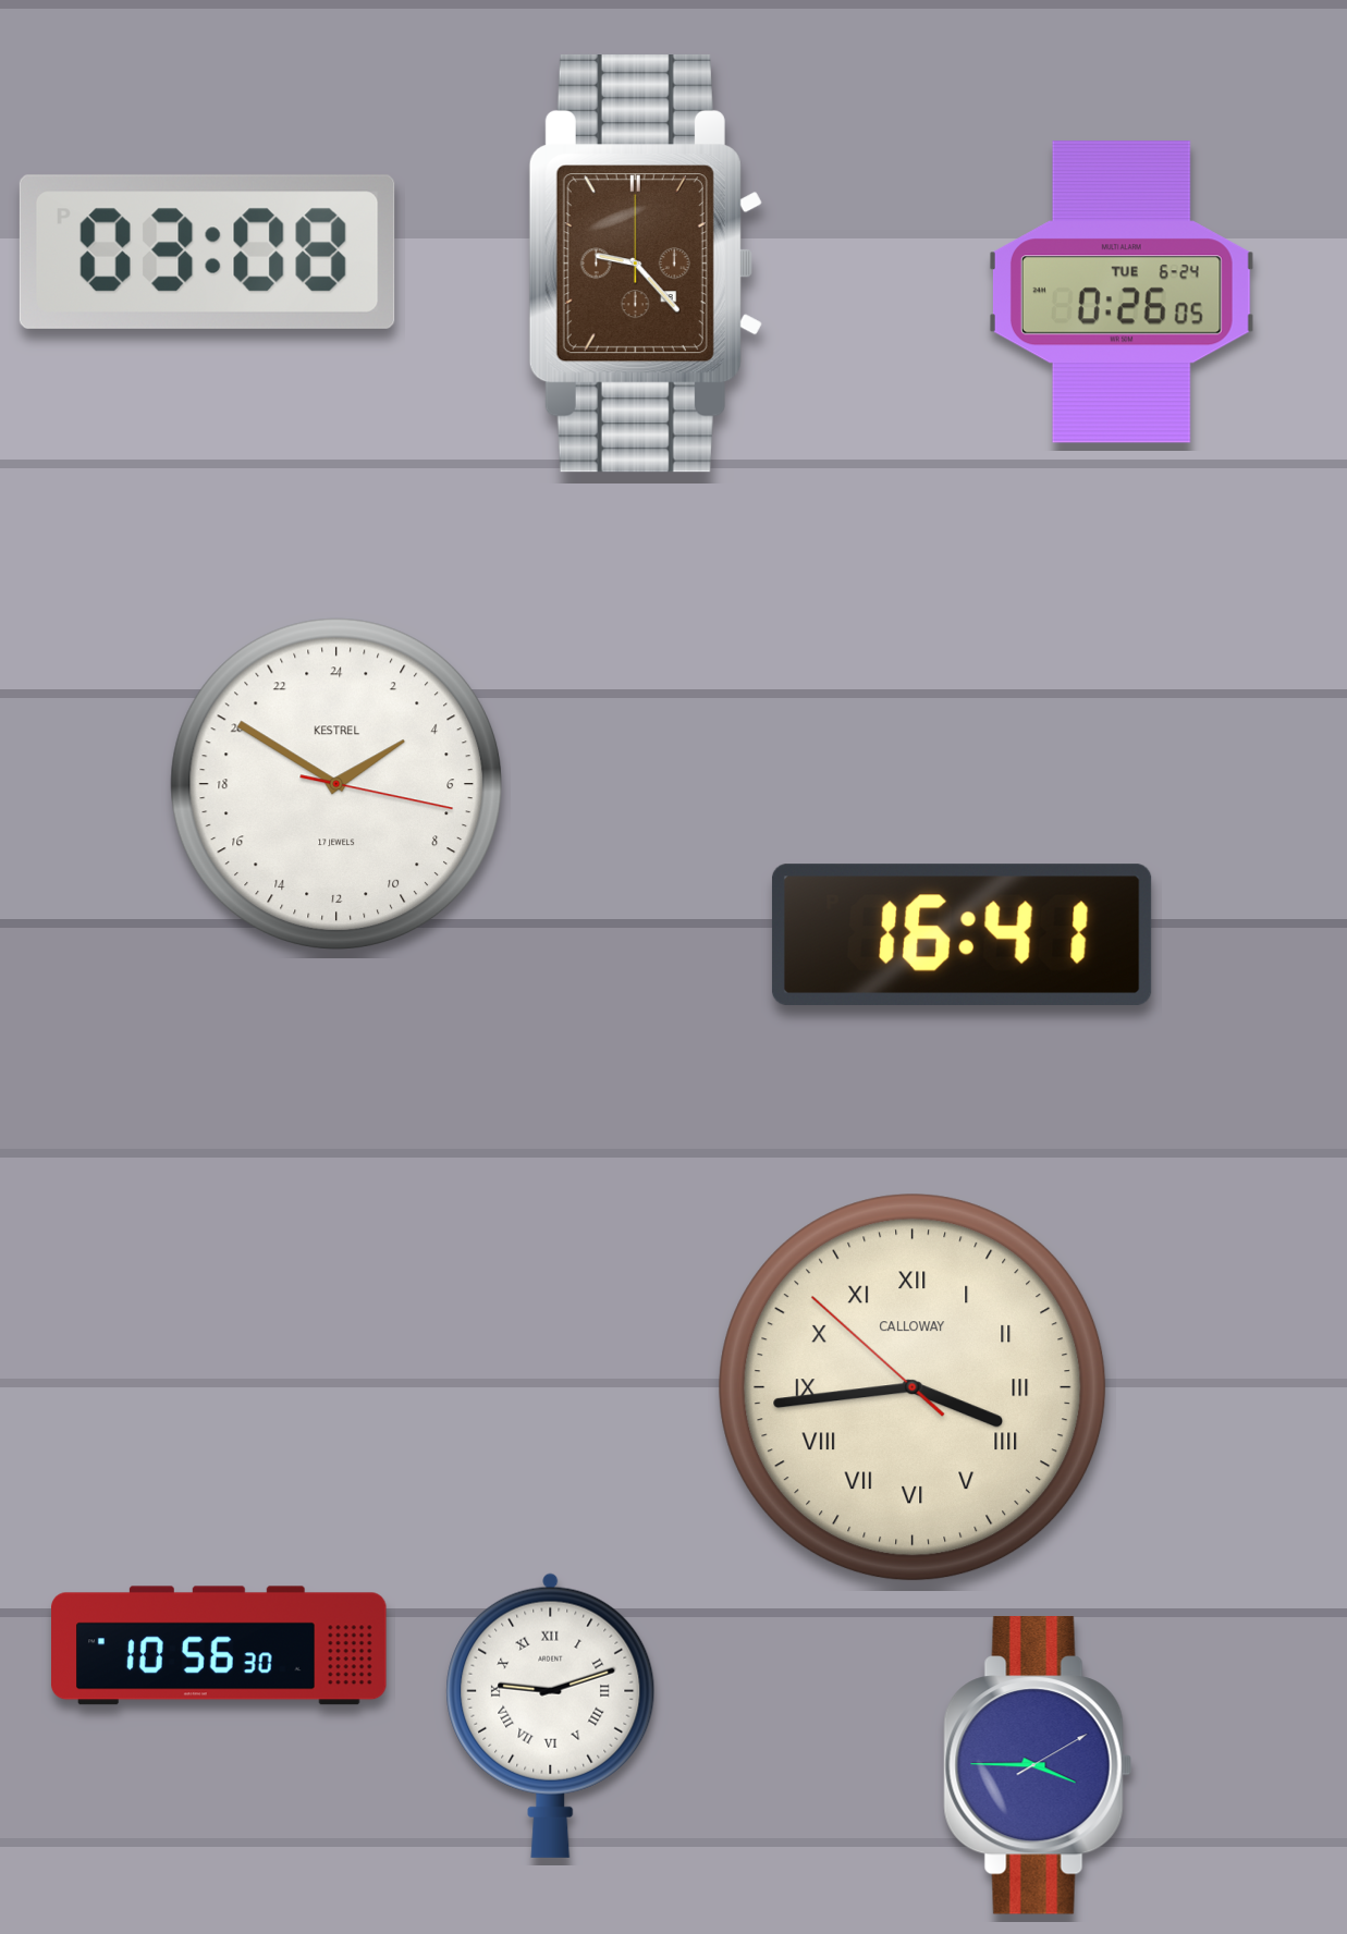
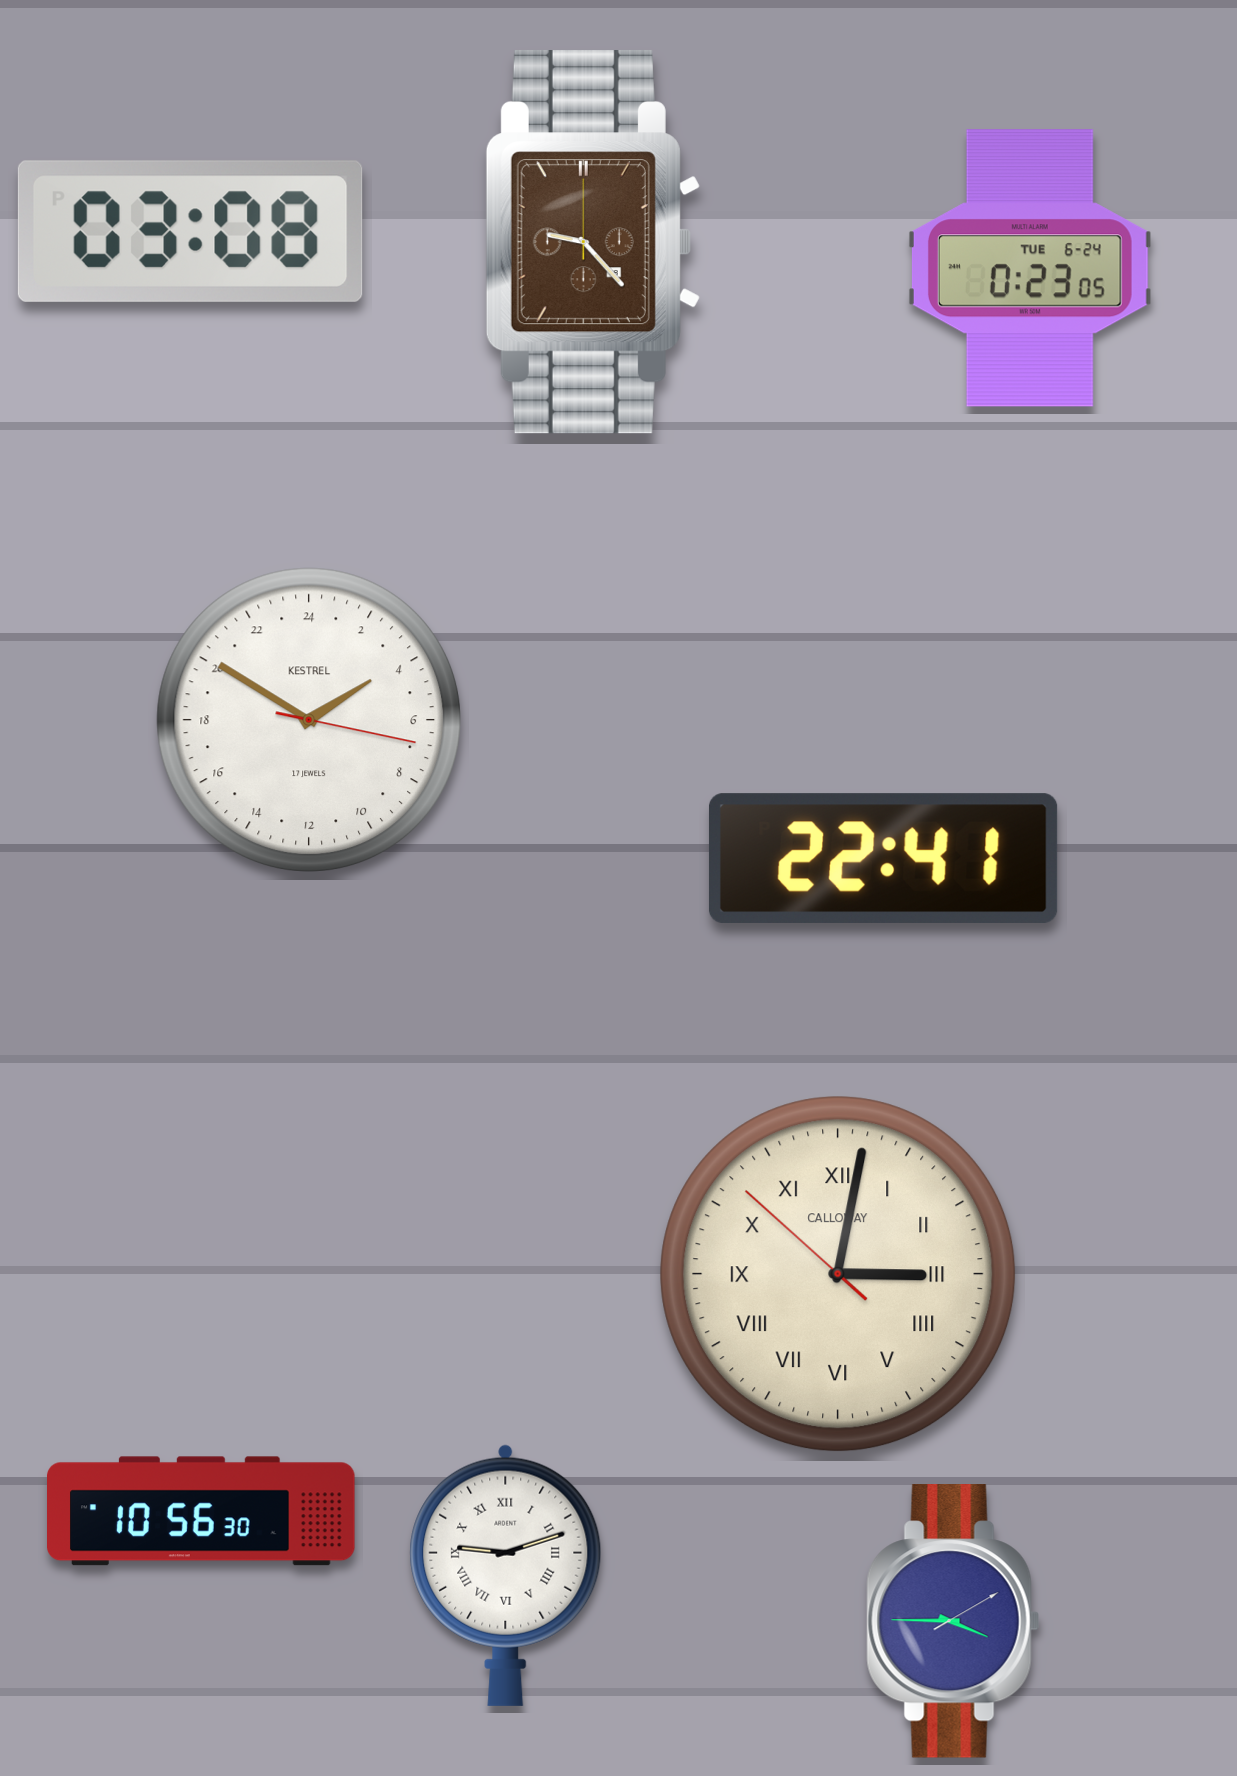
clock at (1122, 292): 0:26 -> 0:23
clock at (962, 934): 16:41 -> 22:41
clock at (913, 1387): 3:43 -> 3:01
